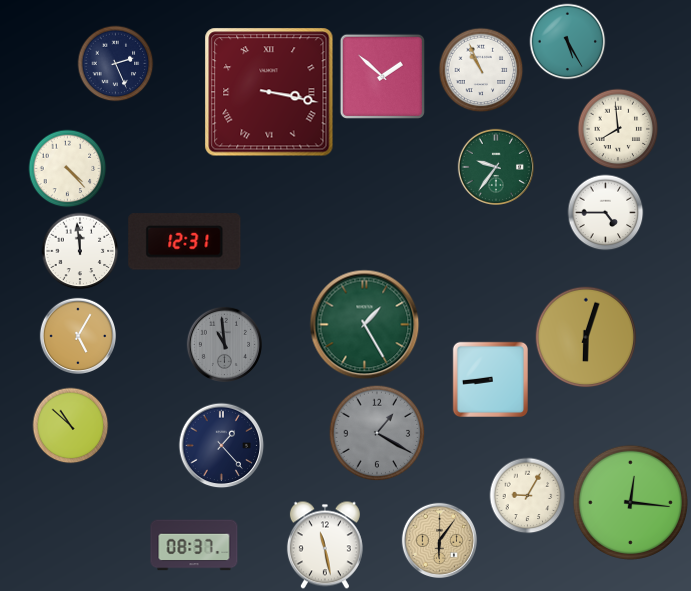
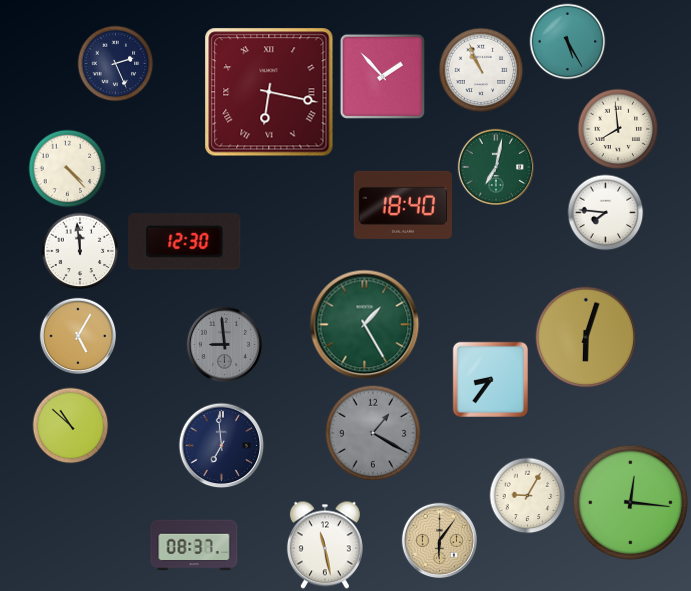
clock at (382, 76): 1:52 -> 1:53
clock at (269, 92): 3:17 -> 6:17
clock at (495, 166): 9:36 -> 7:02
clock at (402, 205): none -> 18:40
clock at (606, 213): 4:45 -> 7:46
clock at (185, 242): 12:31 -> 12:30
clock at (224, 344): 10:59 -> 8:59
clock at (490, 379): 8:44 -> 8:36
clock at (377, 433) position: (377, 433) -> (373, 433)
clock at (222, 446): 1:23 -> 6:59
